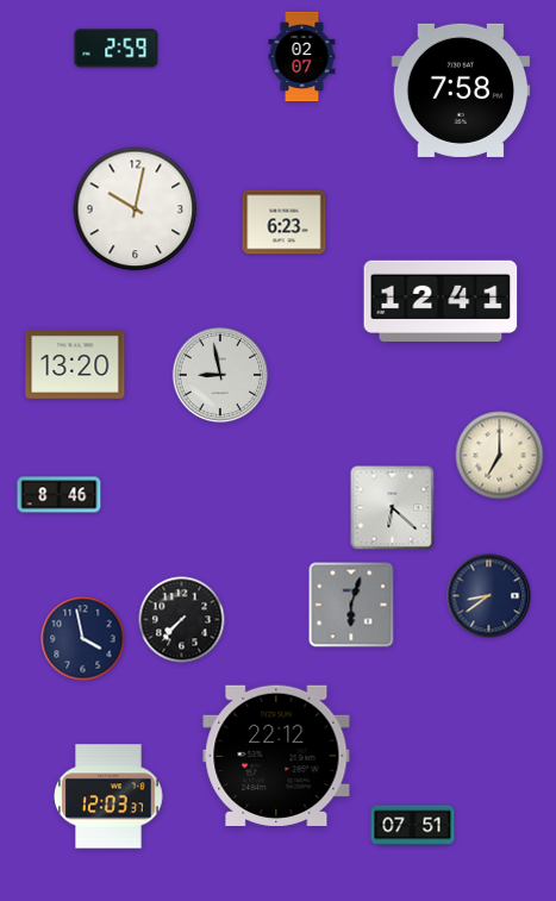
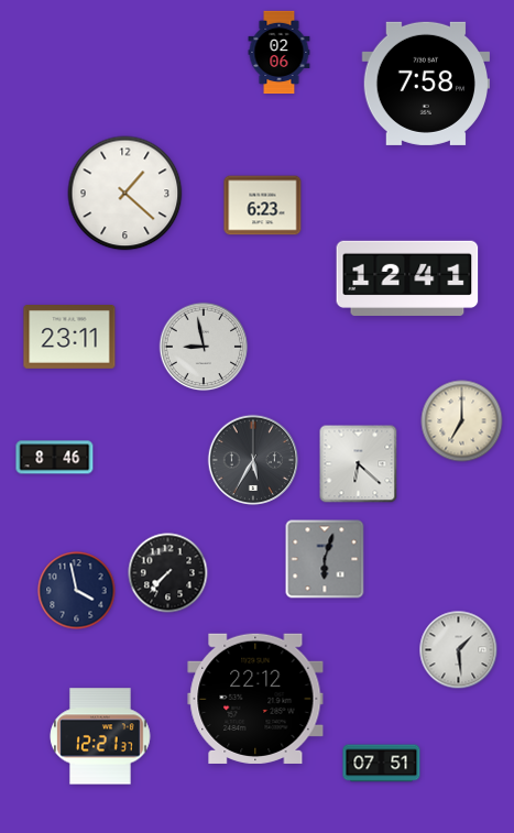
clock at (117, 49): 2:59 -> none
clock at (302, 57): 02:07 -> 02:06
clock at (136, 209): 10:02 -> 1:22
clock at (75, 365): 13:20 -> 23:11
clock at (252, 459): none -> 5:35
clock at (393, 508) position: (393, 508) -> (359, 464)
clock at (489, 596): 8:39 -> none
clock at (459, 650): none -> 1:29
clock at (108, 796): 12:03 -> 12:21
